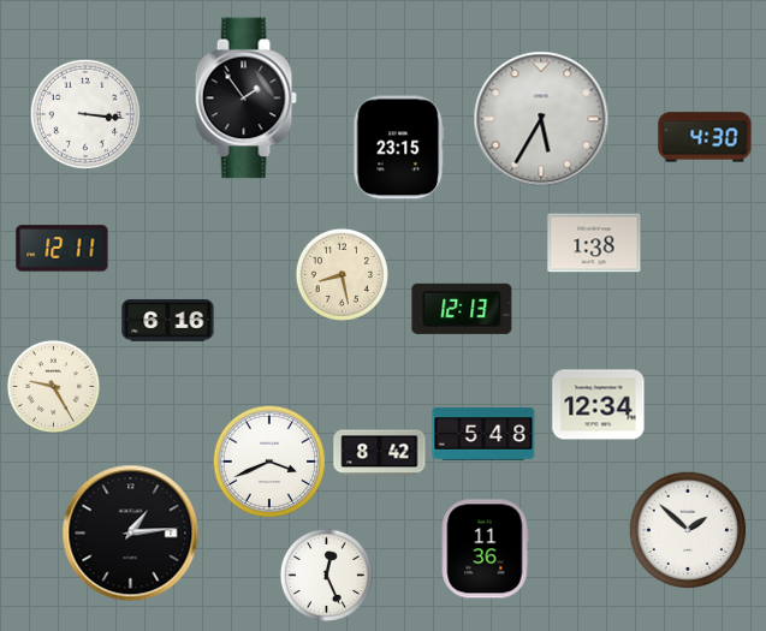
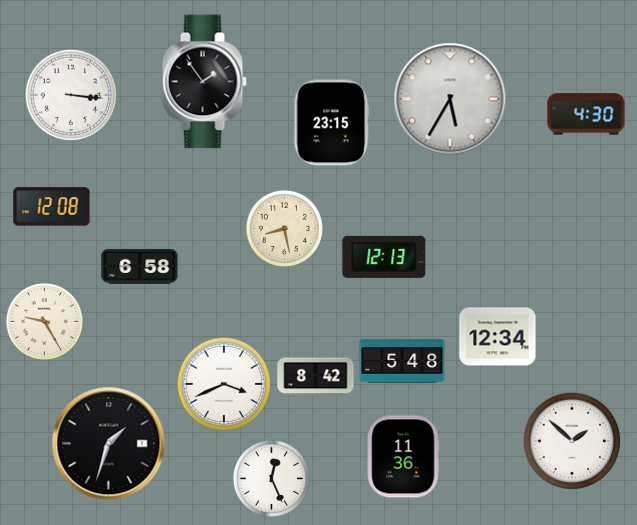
clock at (594, 243): 1:38 -> none
clock at (63, 249): 12:11 -> 12:08
clock at (168, 321): 6:16 -> 6:58
clock at (131, 534): 1:14 -> 1:33
